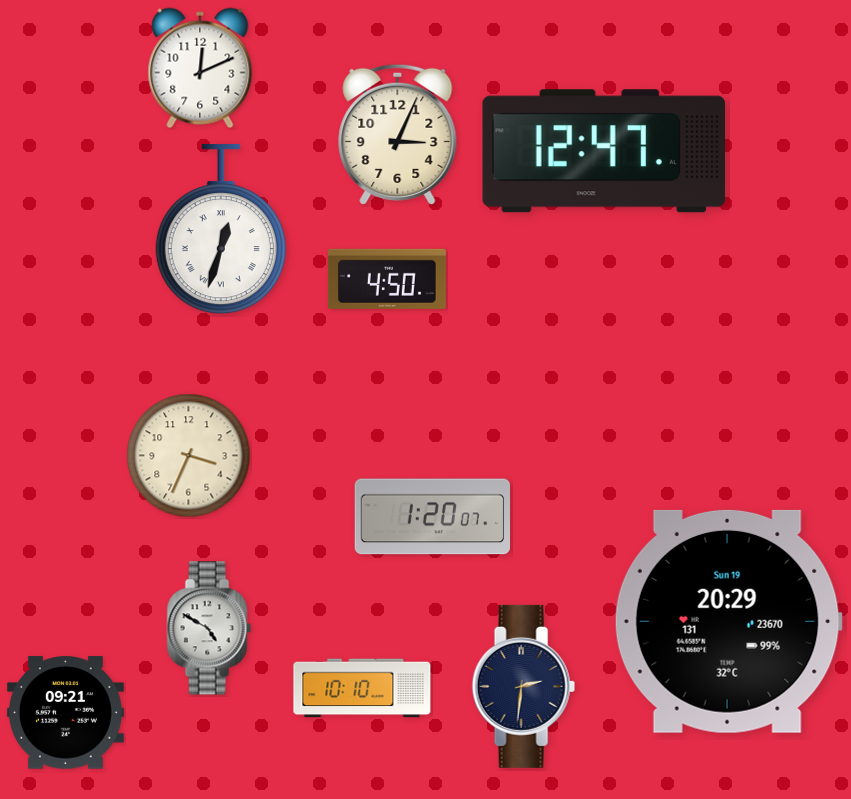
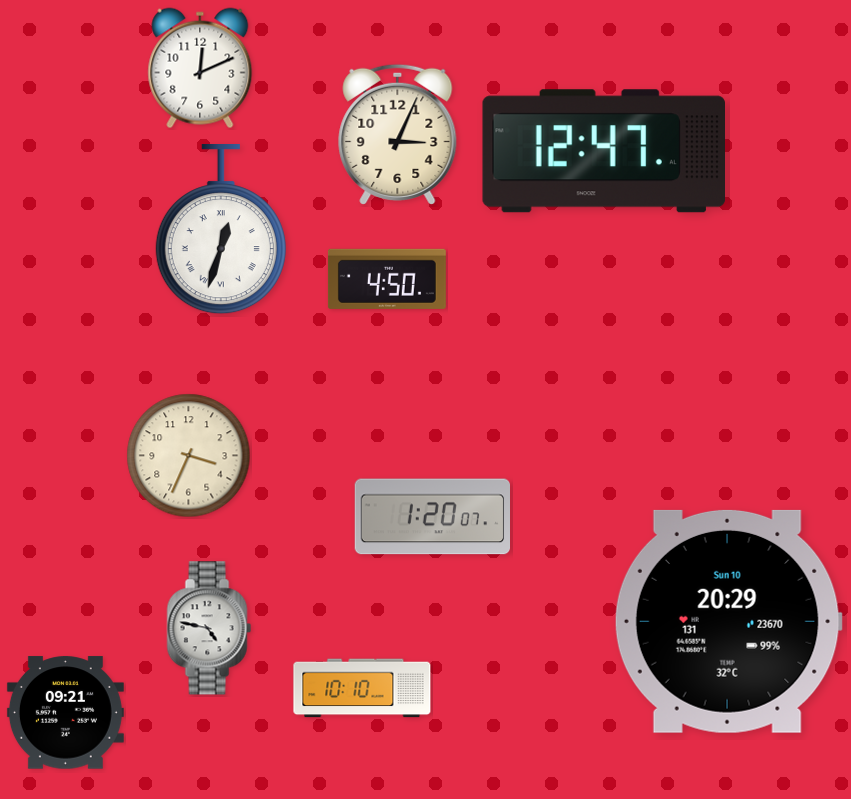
clock at (728, 621) date: Sun 19 -> Sun 10
clock at (209, 628): 4:50 -> 4:47
clock at (523, 686): 2:31 -> none
